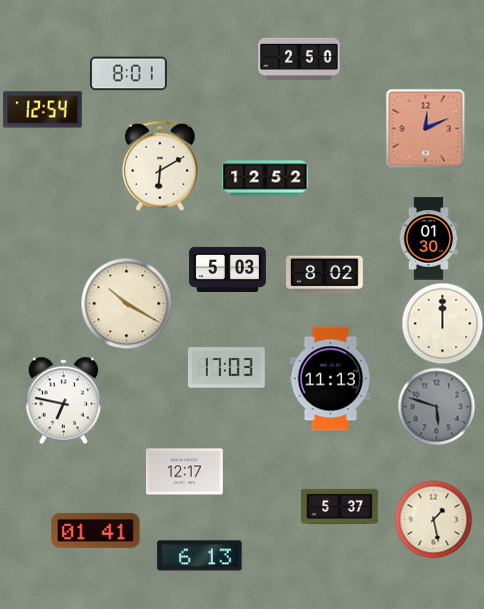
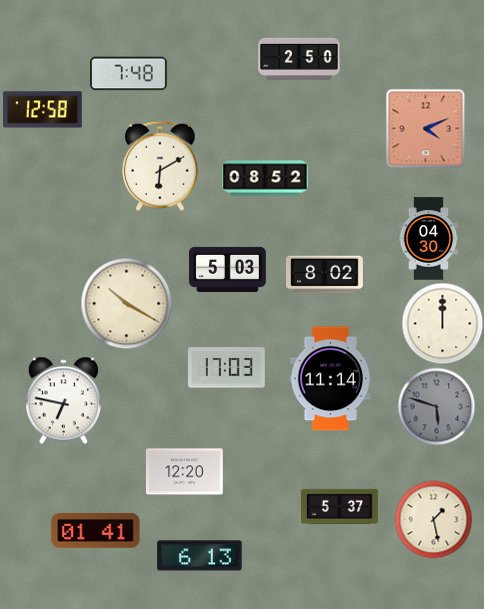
clock at (129, 74): 8:01 -> 7:48
clock at (43, 110): 12:54 -> 12:58
clock at (425, 128): 12:11 -> 4:11
clock at (265, 178): 12:52 -> 08:52
clock at (429, 239): 01:30 -> 04:30
clock at (331, 379): 11:13 -> 11:14
clock at (184, 472): 12:17 -> 12:20
